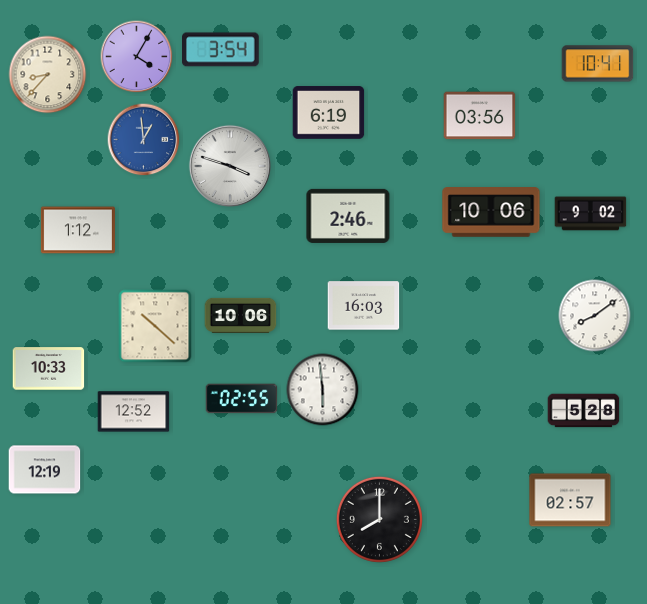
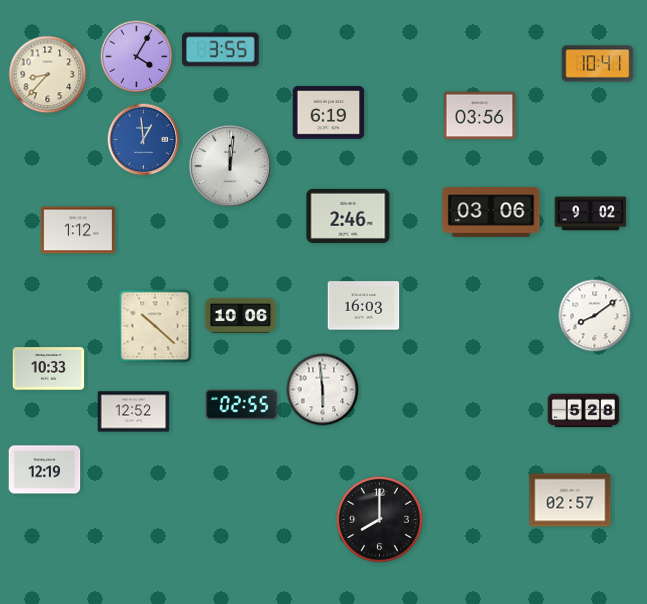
clock at (221, 50): 3:54 -> 3:55
clock at (230, 166): 3:48 -> 12:01
clock at (491, 212): 10:06 -> 03:06
clock at (242, 399) position: (242, 399) -> (242, 405)
